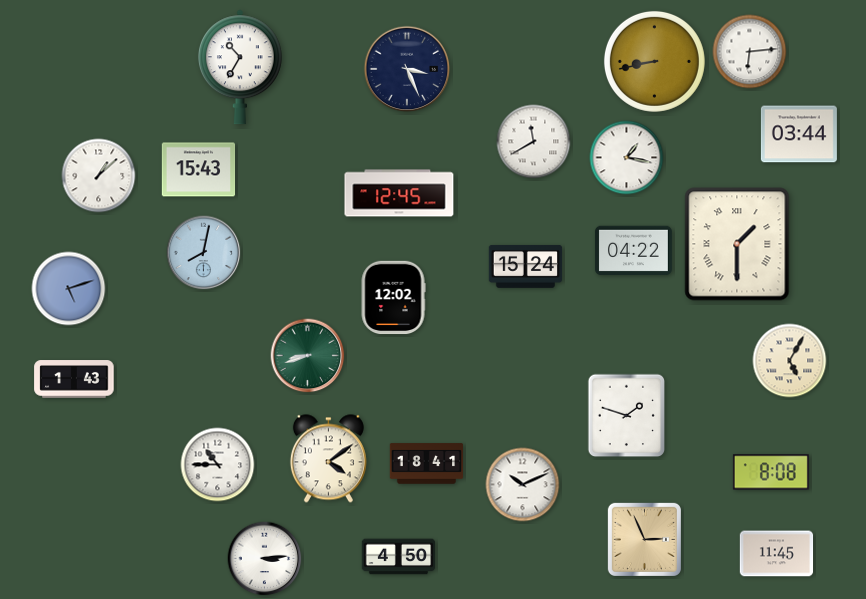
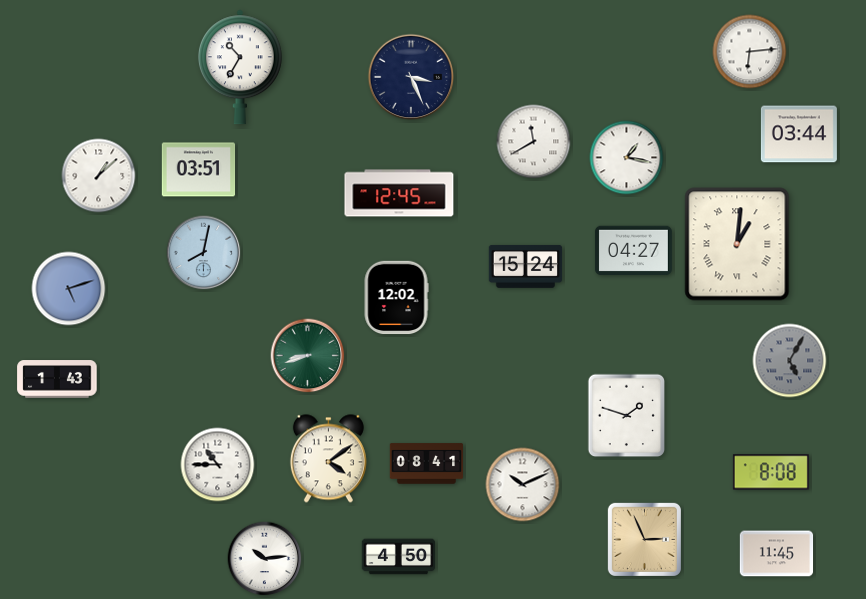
clock at (654, 61): 8:43 -> none
clock at (407, 69) position: (407, 69) -> (411, 77)
clock at (199, 170): 15:43 -> 03:51
clock at (737, 244): 1:30 -> 1:01
clock at (633, 251): 04:22 -> 04:27
clock at (393, 298) position: (393, 298) -> (396, 298)
clock at (790, 361) dial: cream -> grey
clock at (74, 379) position: (74, 379) -> (57, 379)
clock at (427, 464): 18:41 -> 08:41
clock at (265, 559): 3:14 -> 10:14
